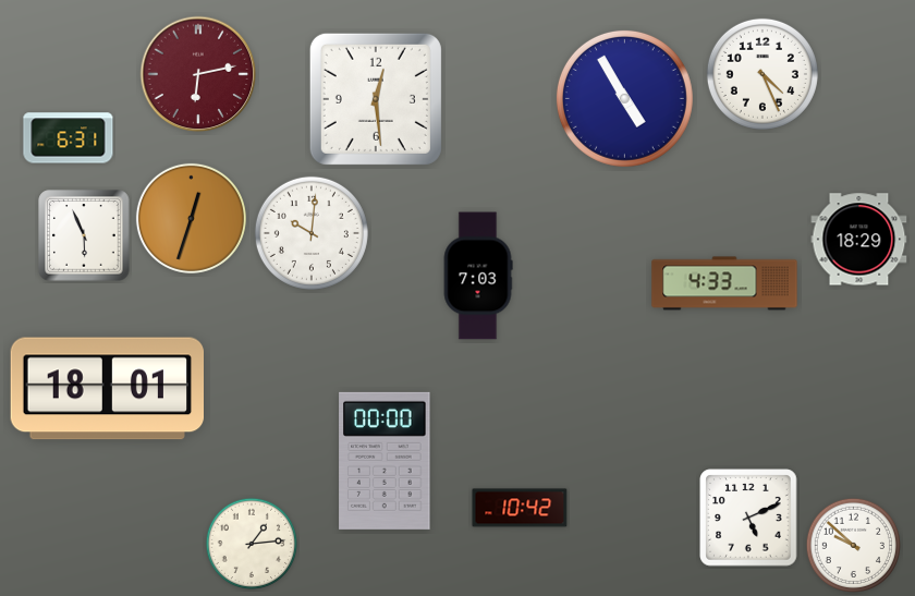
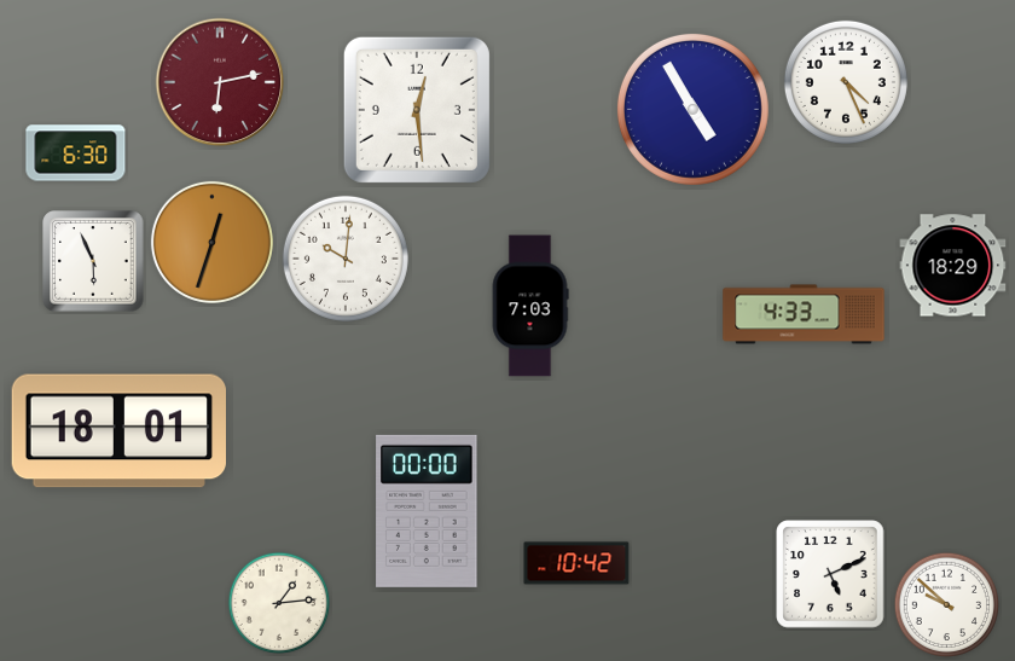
clock at (69, 138): 6:31 -> 6:30
